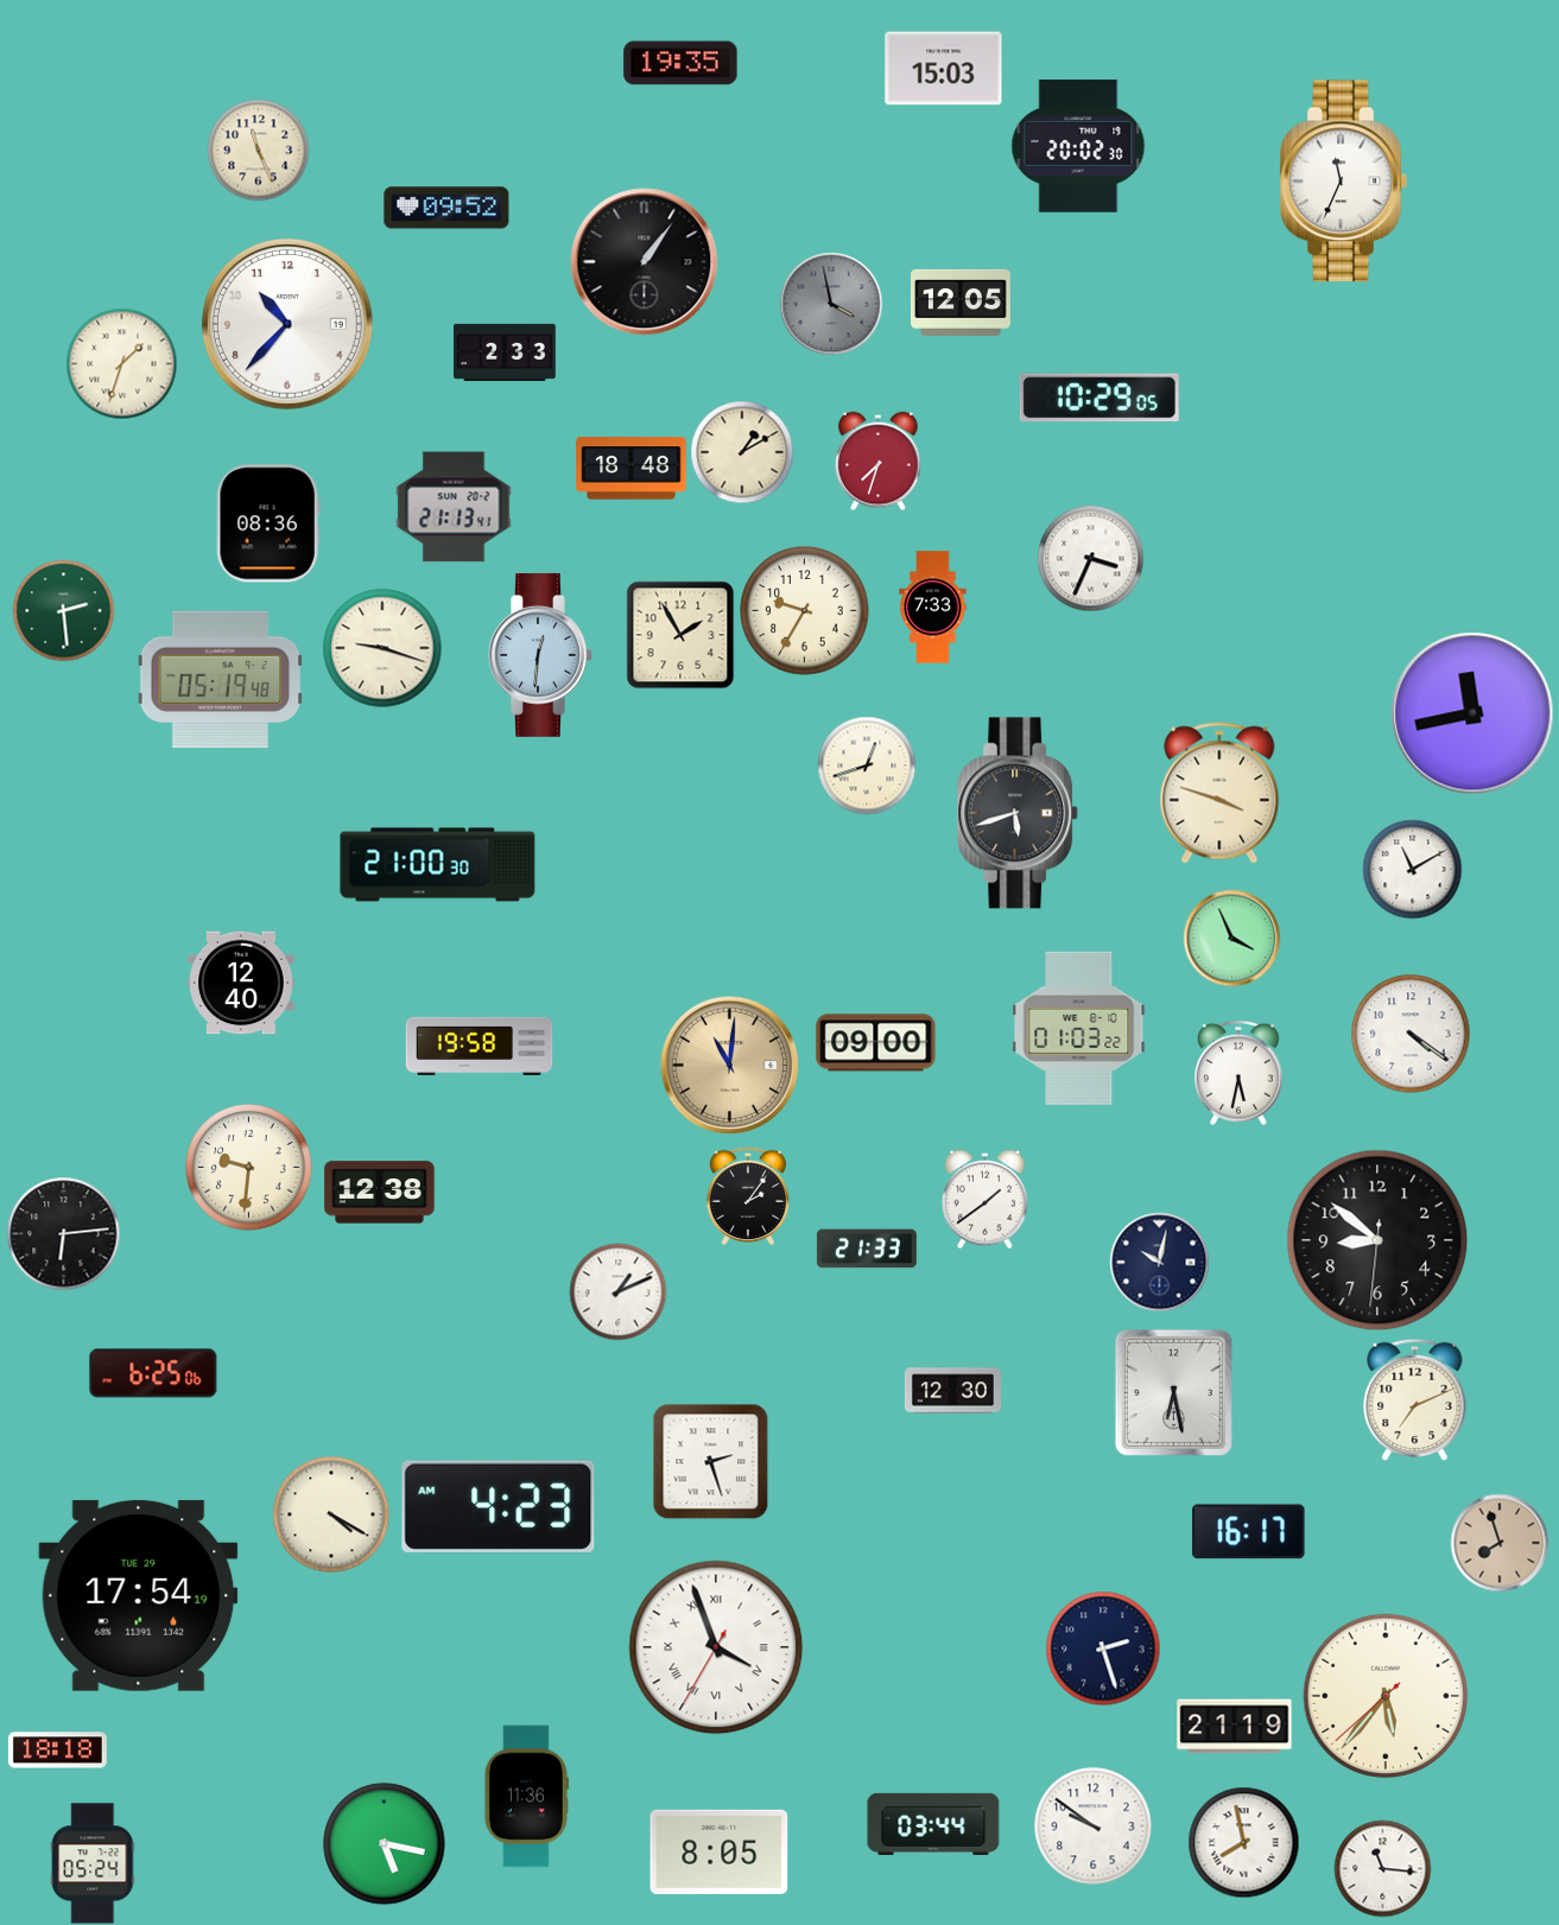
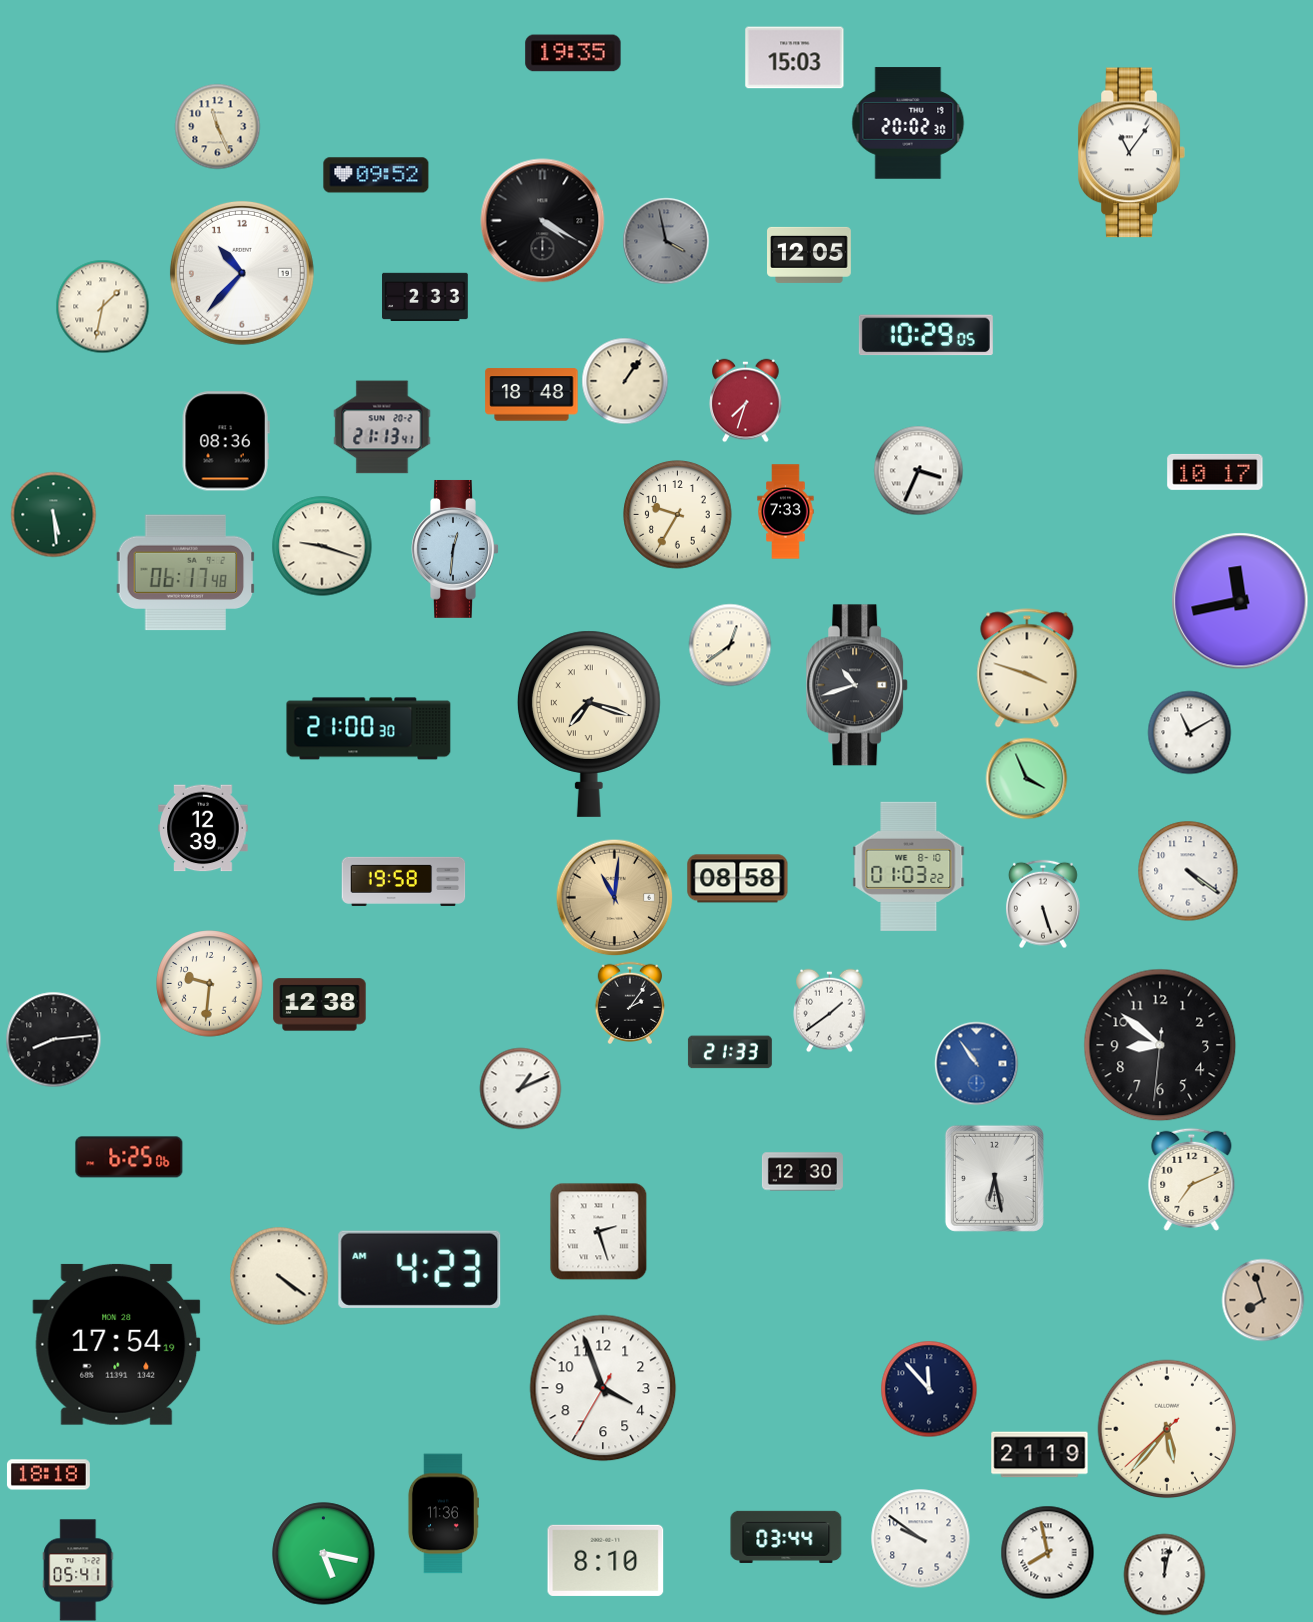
clock at (1343, 182): 11:34 -> 11:06
clock at (645, 262): 1:06 -> 4:20
clock at (831, 304) position: (831, 304) -> (666, 241)
clock at (121, 363): 1:33 -> 1:32
clock at (742, 452): 1:10 -> 1:06
clock at (879, 460) position: (879, 460) -> (746, 400)
clock at (1215, 472): none -> 10:17
clock at (63, 610): 2:29 -> 5:29
clock at (680, 635): 1:55 -> none
clock at (540, 655) position: (540, 655) -> (455, 549)
clock at (221, 680): 05:19 -> 06:17
clock at (867, 765): 12:42 -> 12:39
clock at (1019, 813): 5:42 -> 10:42
clock at (589, 724): none -> 7:18
clock at (1231, 938) position: (1231, 938) -> (1026, 778)
clock at (241, 983): 12:40 -> 12:39
clock at (876, 1043): 09:00 -> 08:58
clock at (1240, 1073): 5:32 -> 5:27
clock at (748, 1195) position: (748, 1195) -> (630, 1002)
clock at (63, 1233): 6:14 -> 8:14
clock at (1159, 1262): 10:02 -> 10:54
clock at (1159, 1262) dial: navy -> blue
clock at (1173, 1392) position: (1173, 1392) -> (994, 1178)
clock at (331, 1514): 4:20 -> 4:21
clock at (1249, 1532): 16:17 -> none
clock at (139, 1595) date: TUE 29 -> MON 28
clock at (716, 1647) numerals: Roman -> Arabic
clock at (1103, 1648): 2:27 -> 11:53
clock at (720, 1851): 8:05 -> 8:10
clock at (93, 1863): 05:24 -> 05:41
clock at (1382, 1868): 11:16 -> 12:02
